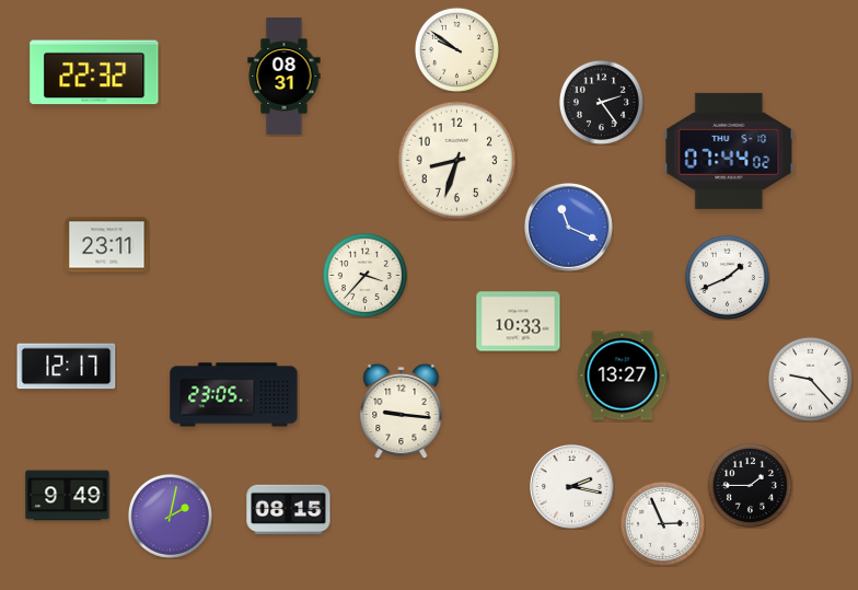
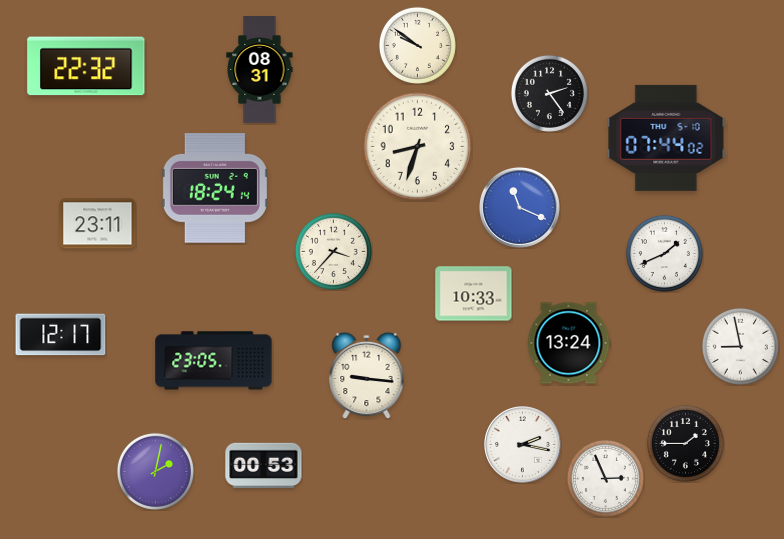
clock at (215, 189): none -> 18:24
clock at (623, 375): 13:27 -> 13:24
clock at (810, 379): 9:23 -> 8:58
clock at (68, 496): 9:49 -> none
clock at (289, 510): 08:15 -> 00:53
